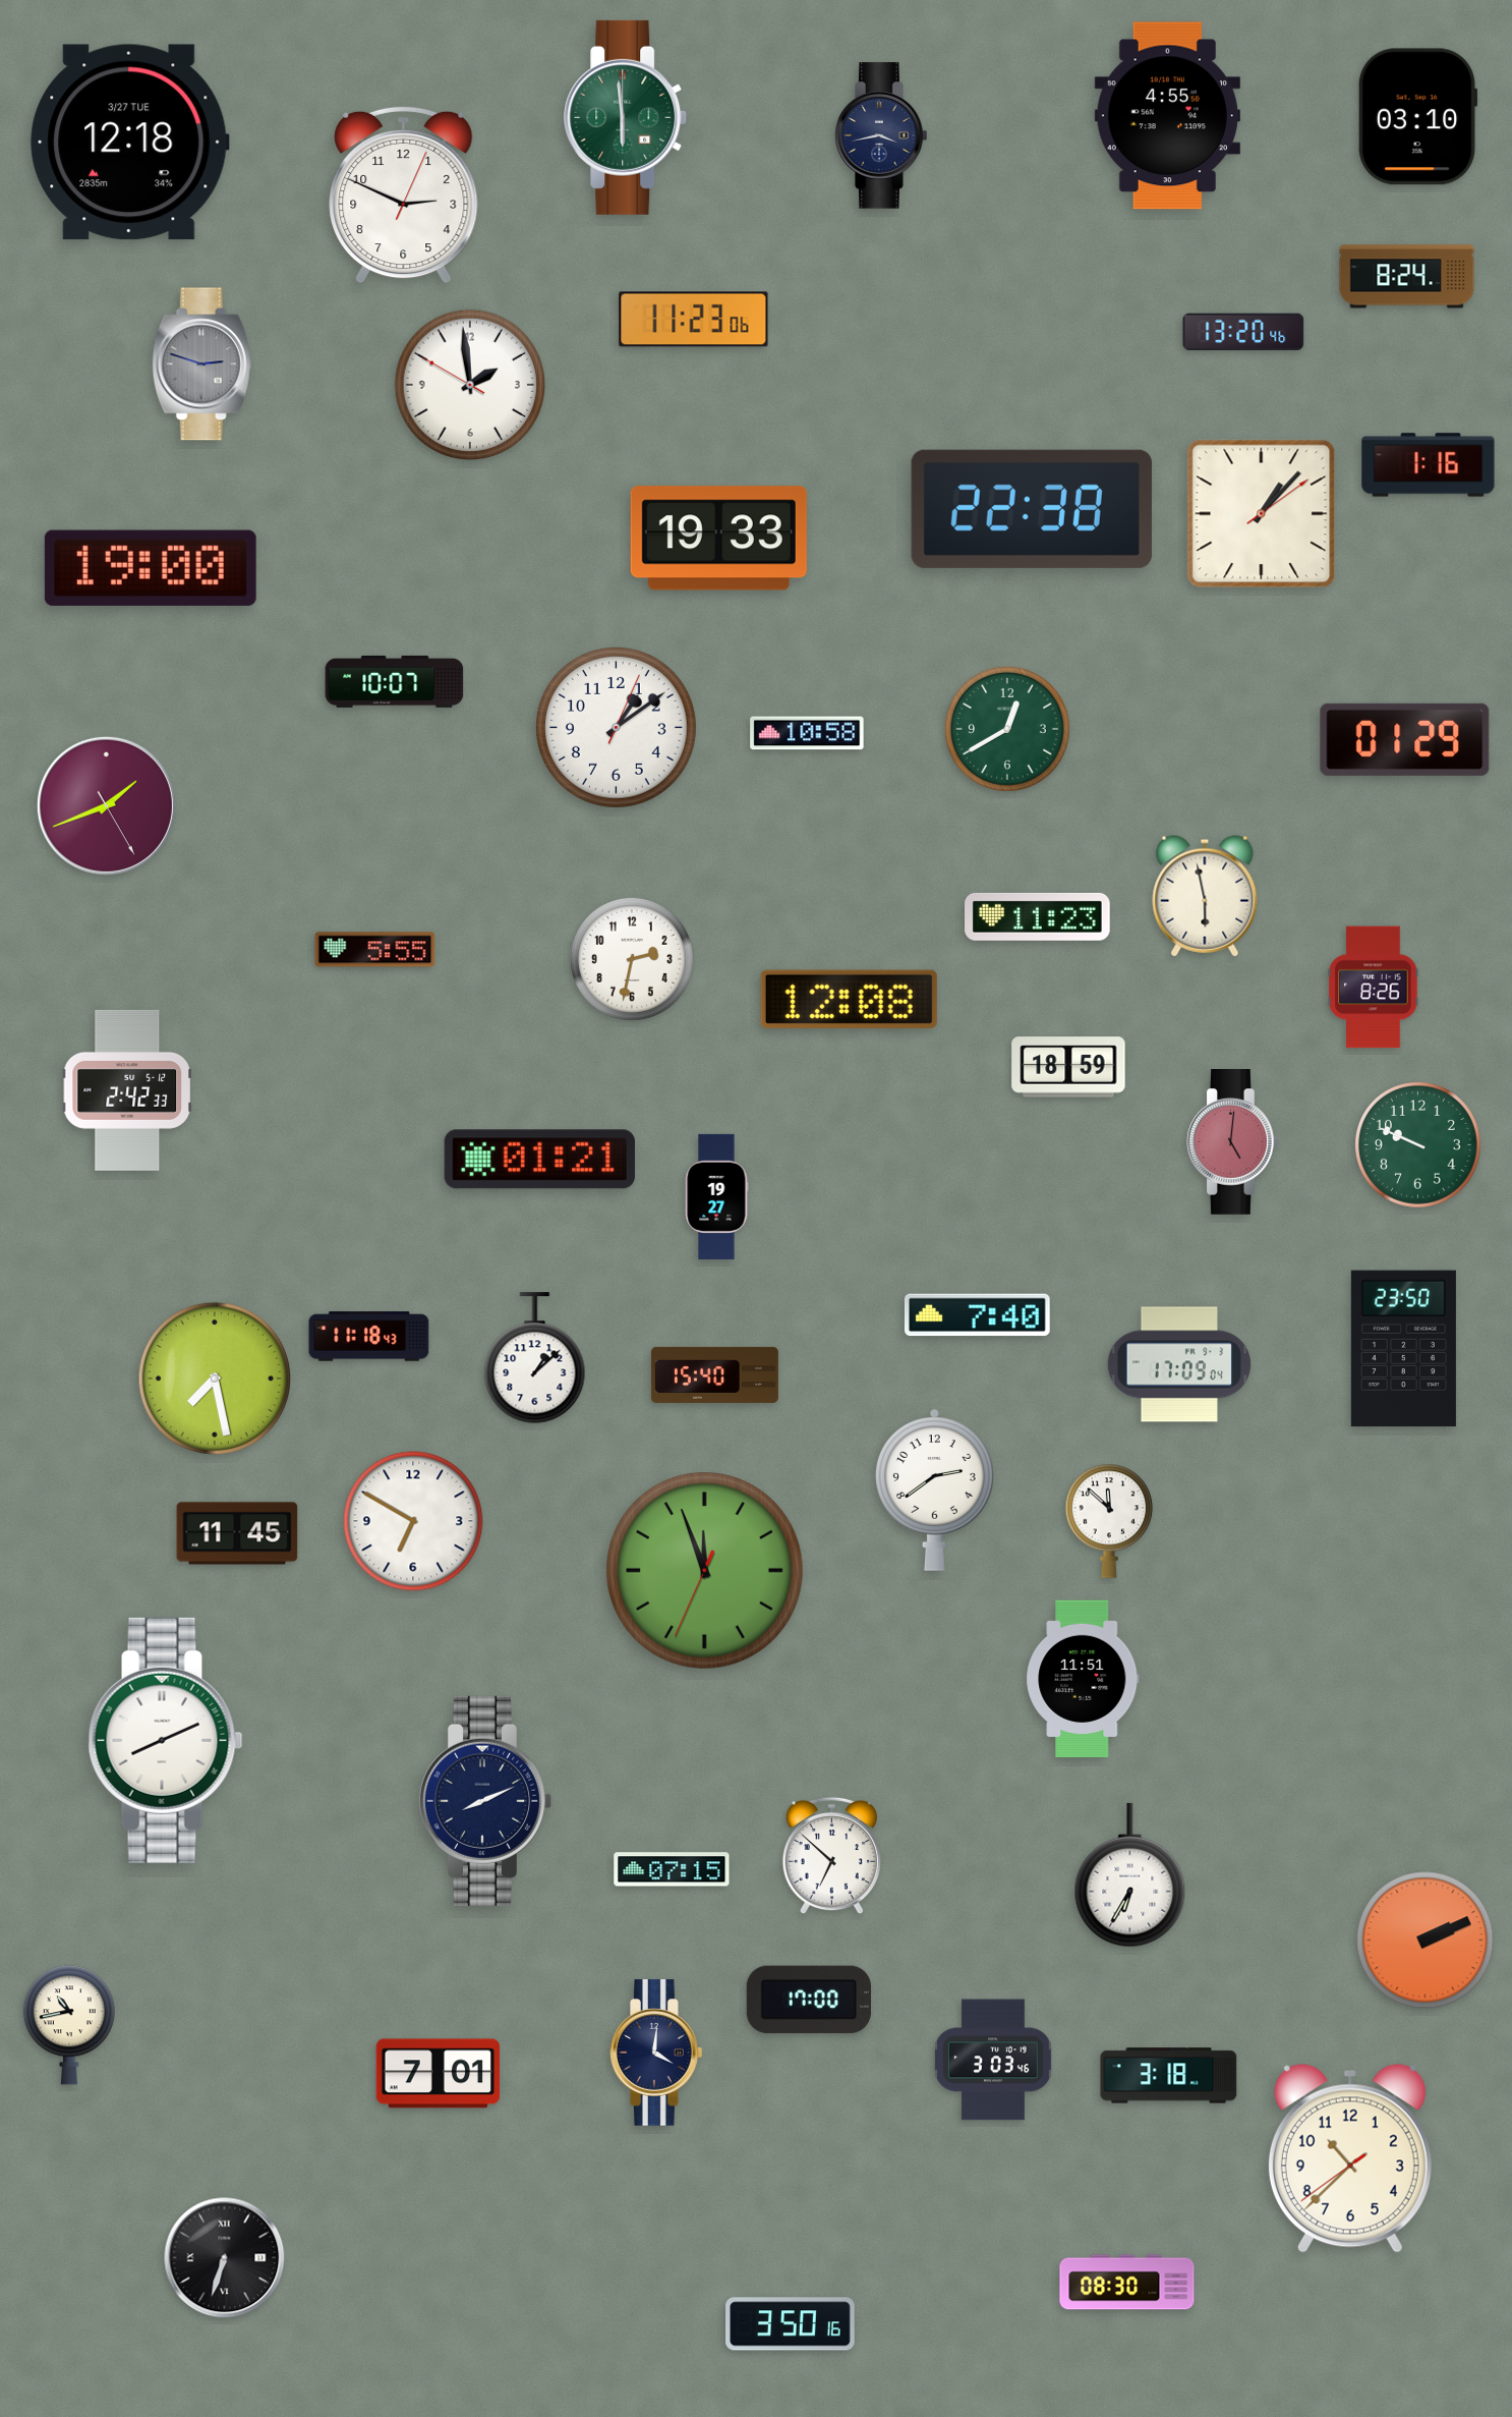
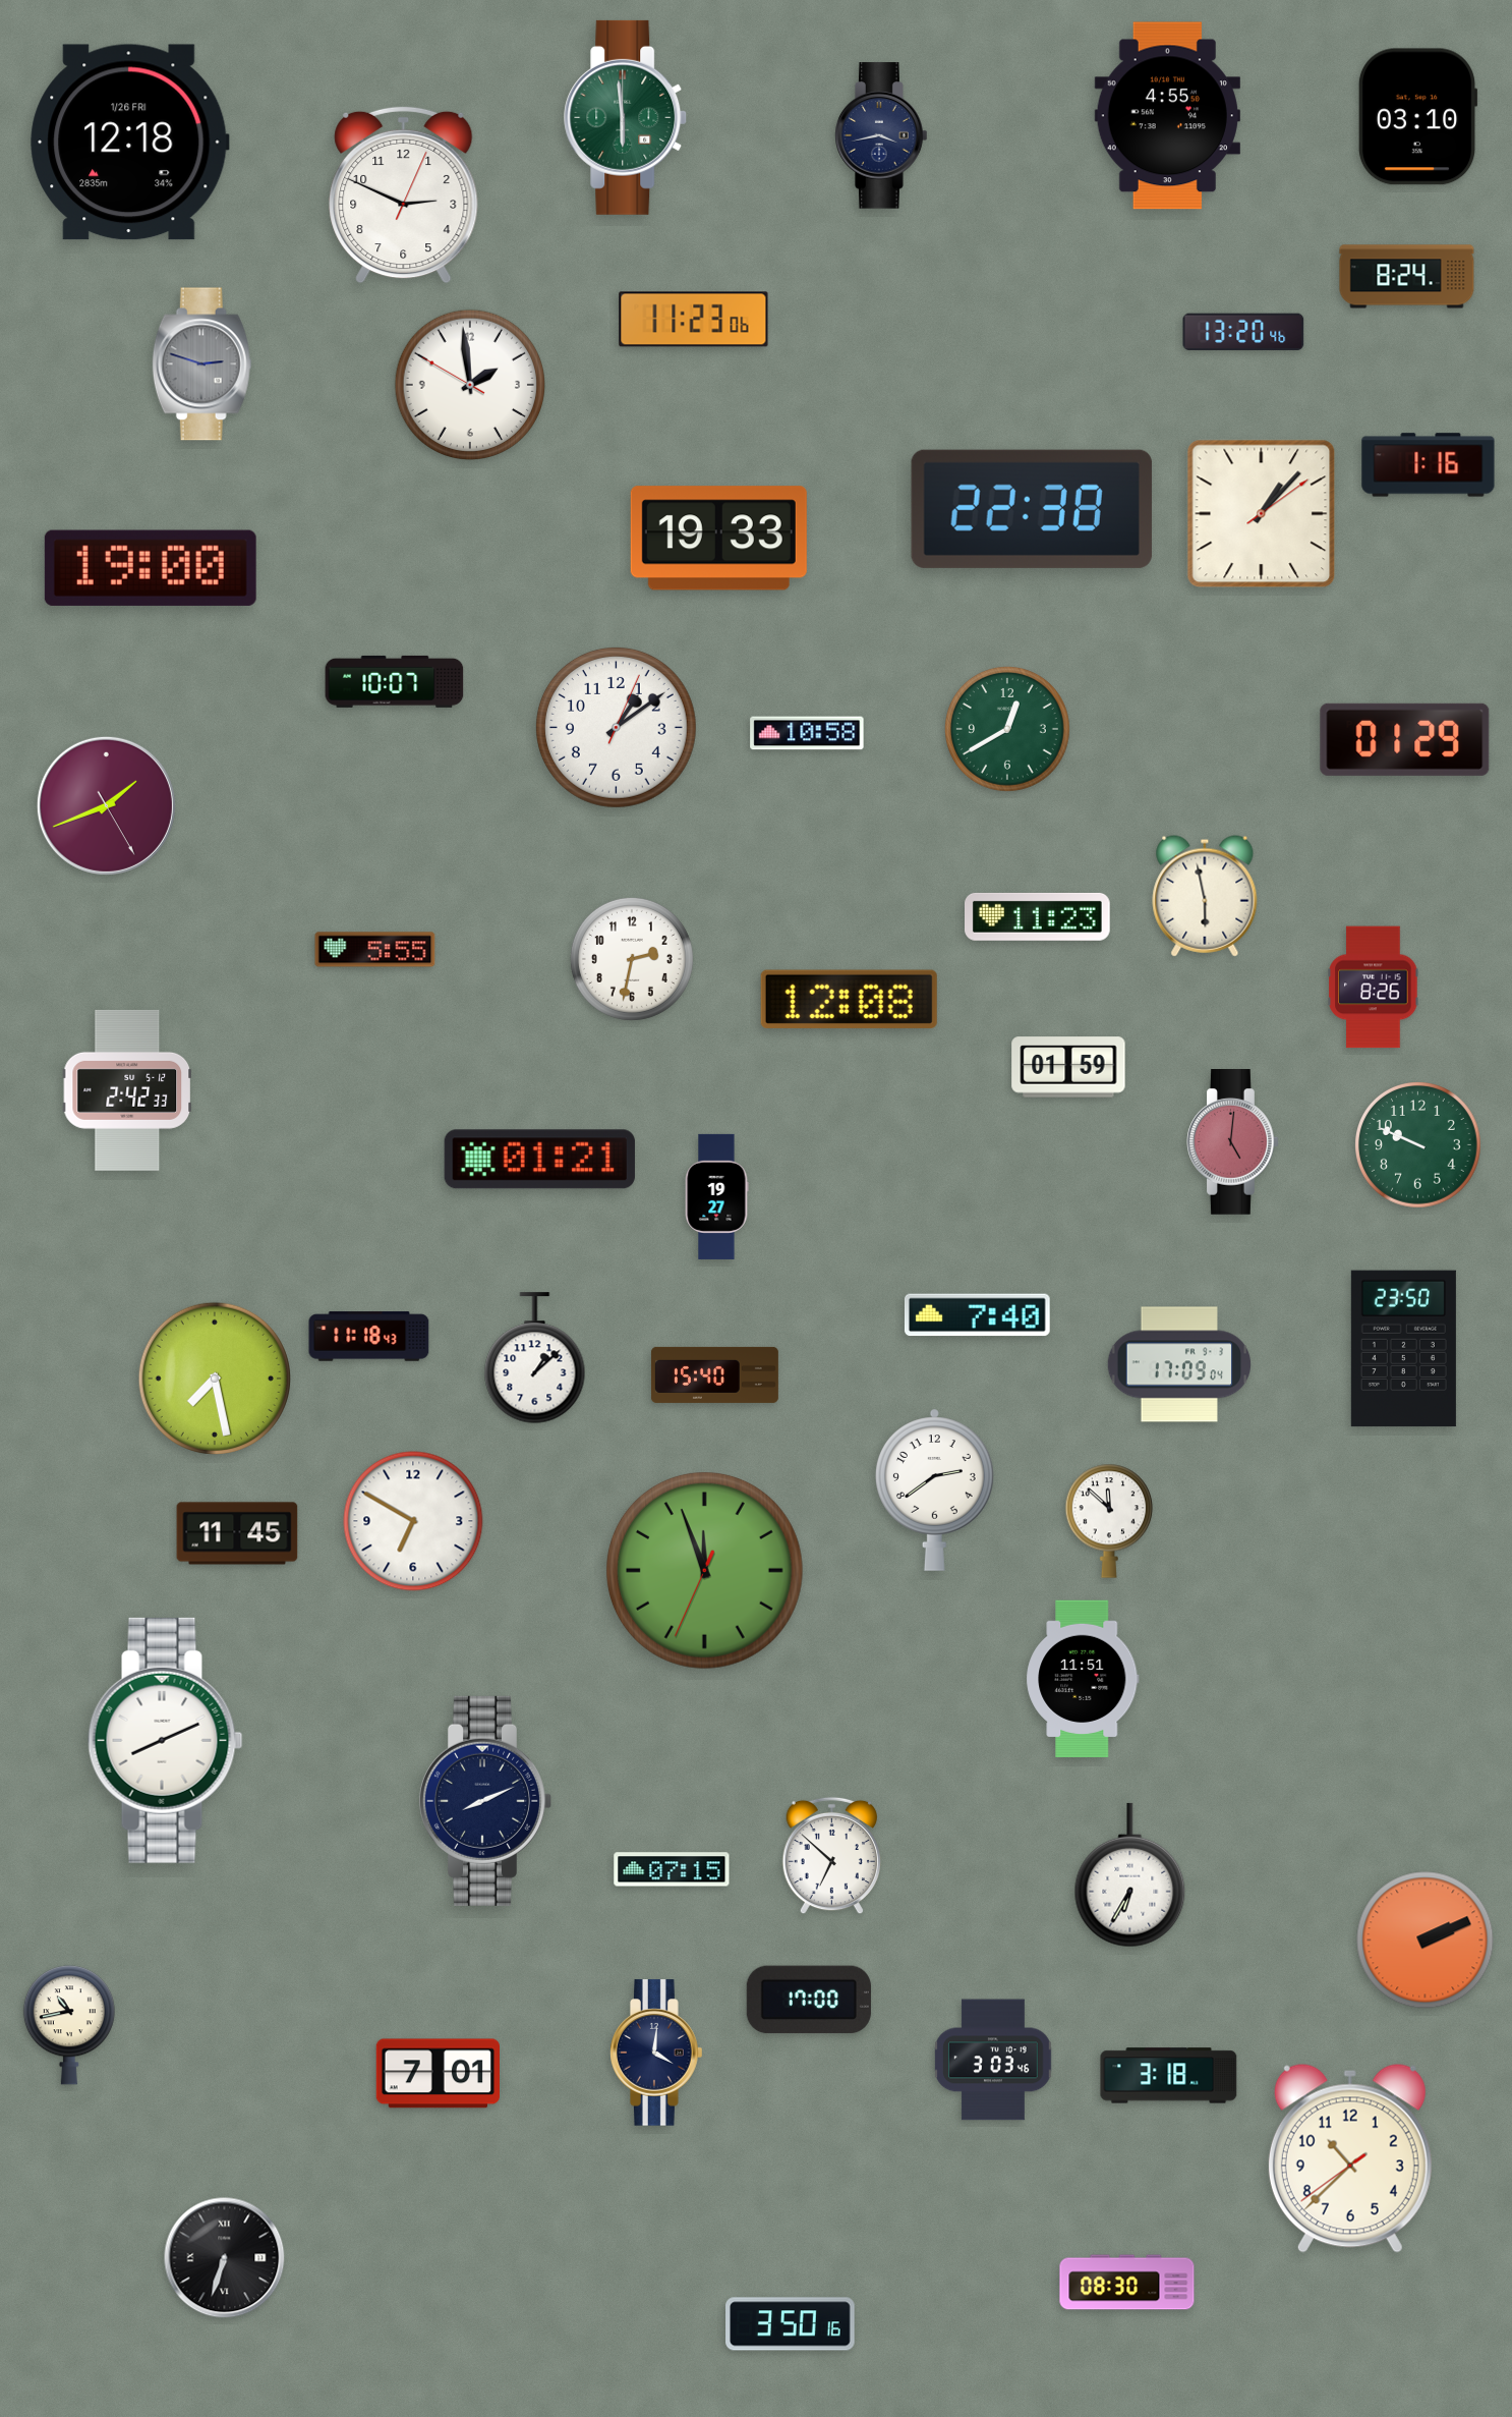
clock at (130, 143) date: 3/27 TUE -> 1/26 FRI
clock at (1068, 1067): 18:59 -> 01:59
